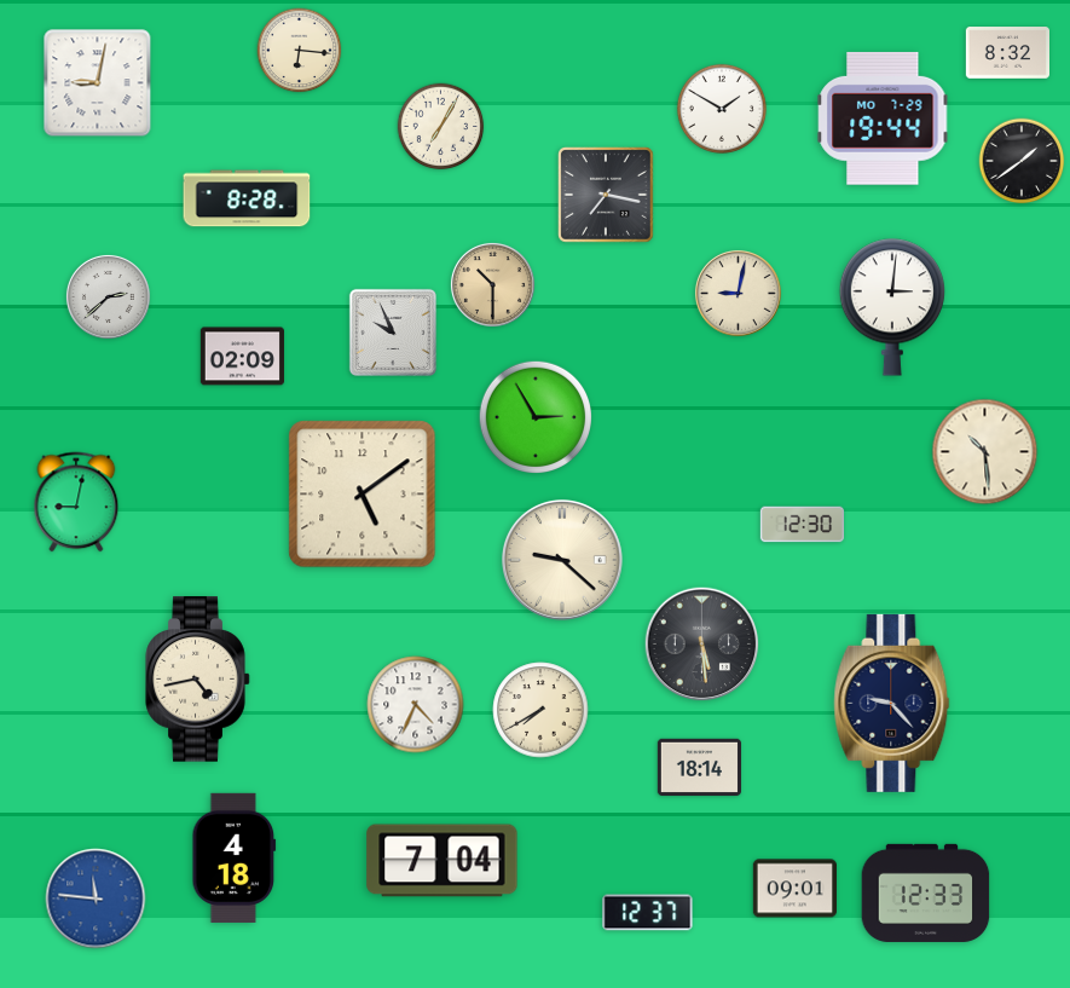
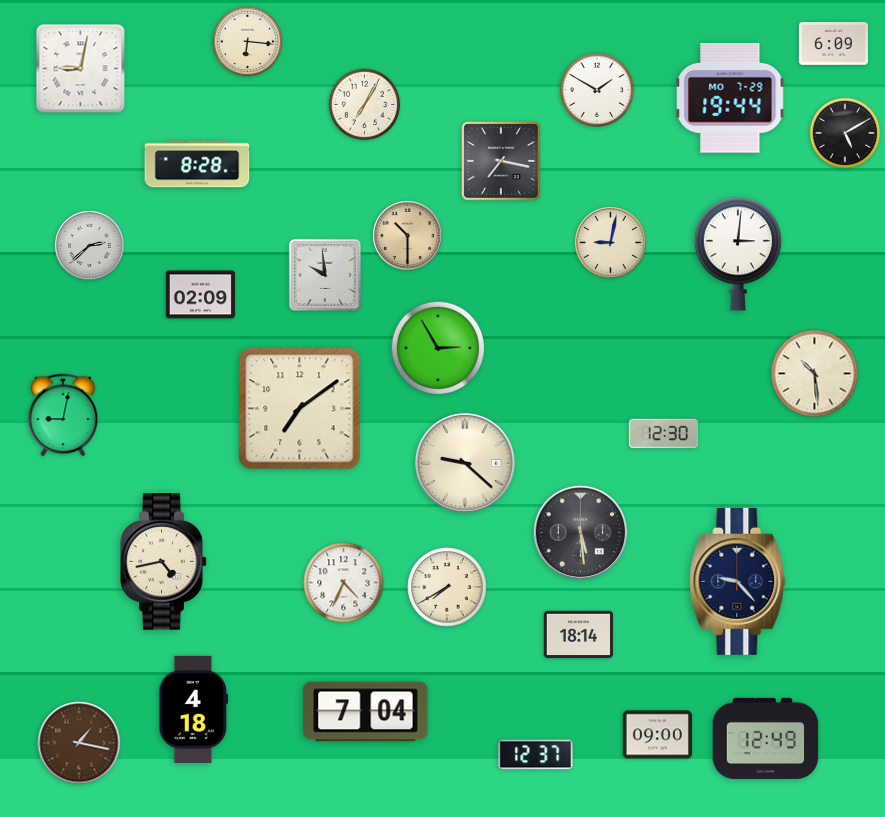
clock at (1007, 53): 8:32 -> 6:09
clock at (1022, 161): 1:39 -> 5:10
clock at (247, 198) position: (247, 198) -> (197, 164)
clock at (393, 333): 9:56 -> 9:59
clock at (536, 417) position: (536, 417) -> (438, 348)
clock at (363, 495): 5:09 -> 7:09
clock at (794, 889): 09:01 -> 09:00
clock at (926, 892): 12:33 -> 12:49
clock at (96, 899): 11:46 -> 1:17
clock at (96, 899) dial: blue -> brown
